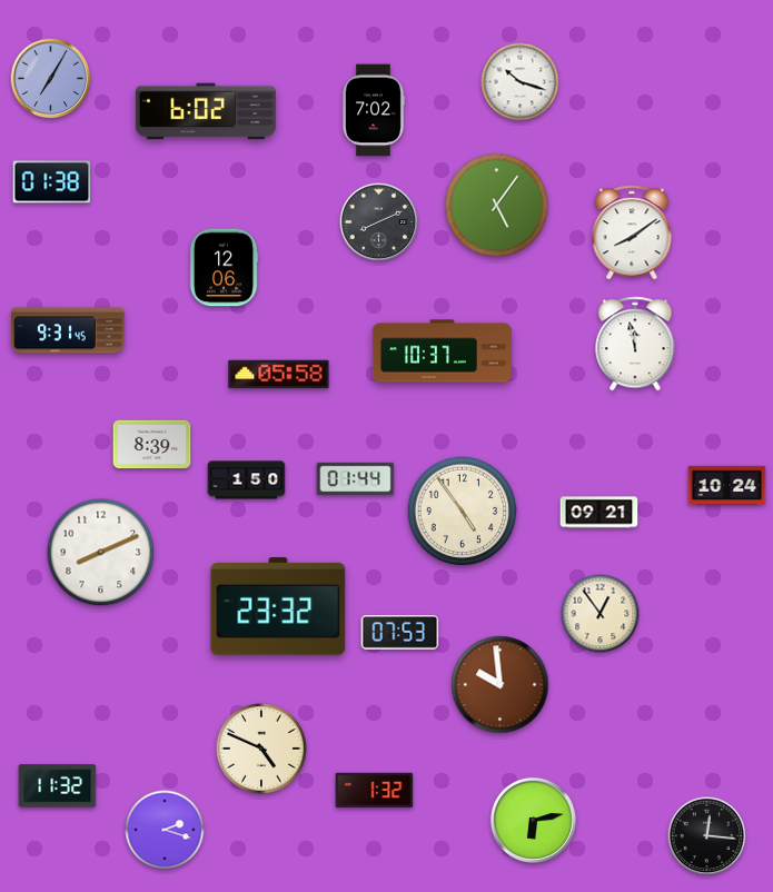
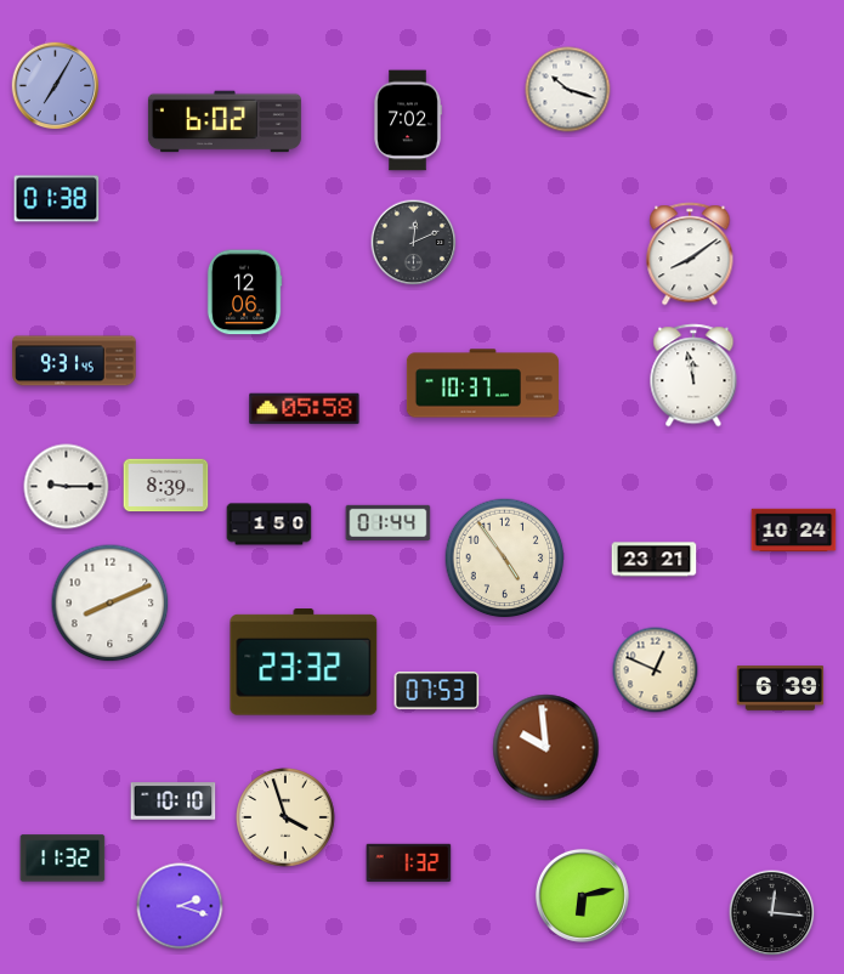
clock at (497, 206): 5:06 -> none
clock at (379, 222): 8:11 -> 12:11
clock at (67, 487): none -> 9:15
clock at (599, 513): 09:21 -> 23:21
clock at (601, 614): 12:54 -> 12:49
clock at (781, 689): none -> 6:39
clock at (174, 802): none -> 10:10
clock at (262, 750): 4:49 -> 3:57
